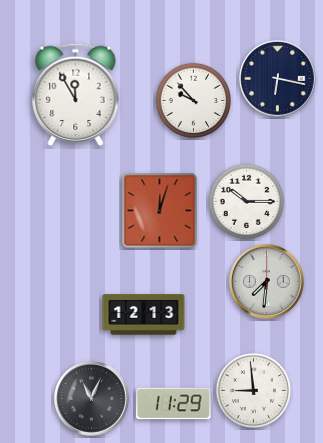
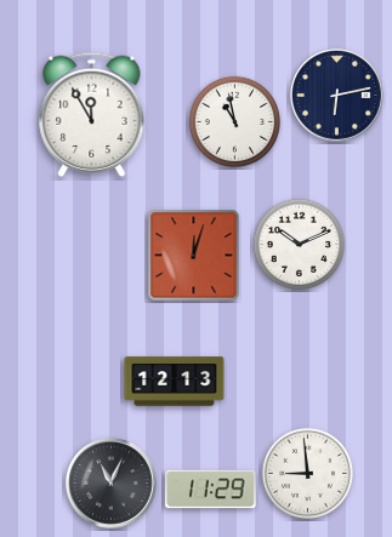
clock at (278, 79): 6:17 -> 6:13
clock at (193, 100): 9:53 -> 10:58
clock at (246, 201): 10:15 -> 10:11
clock at (267, 282): 7:31 -> none
